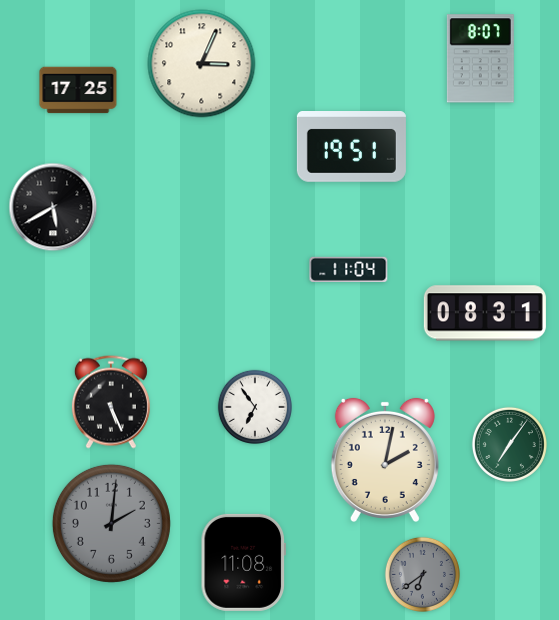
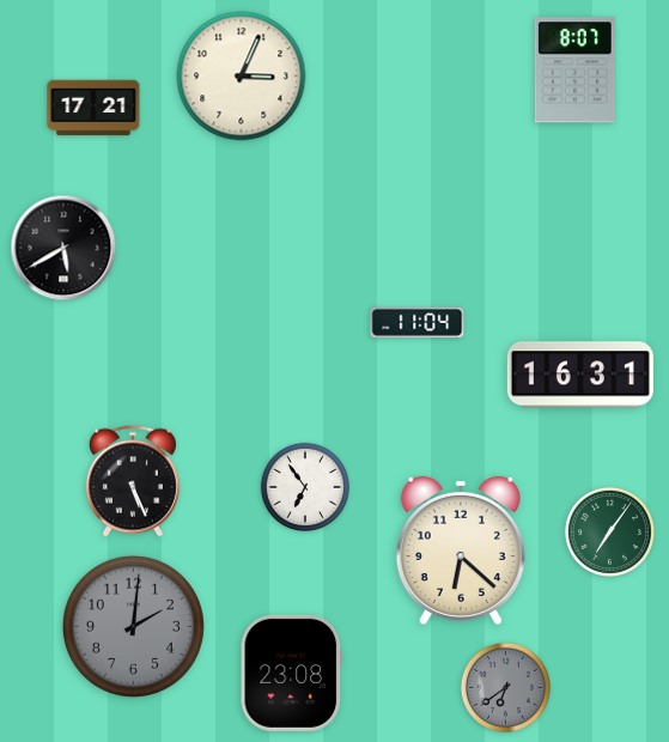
clock at (78, 90): 17:25 -> 17:21
clock at (351, 147): 19:51 -> none
clock at (485, 313): 08:31 -> 16:31
clock at (385, 460): 2:02 -> 6:22
clock at (243, 562): 11:08 -> 23:08
